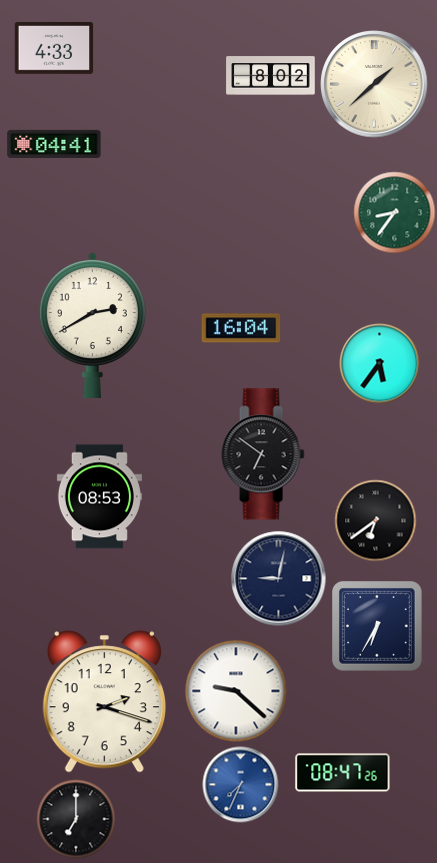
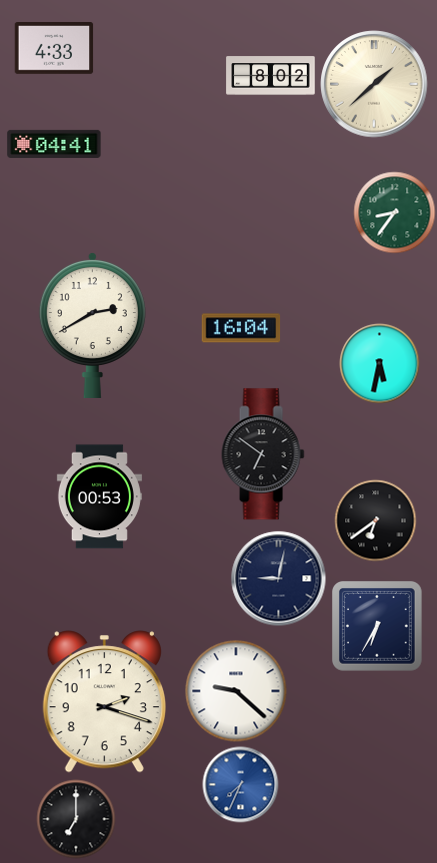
clock at (380, 364): 5:36 -> 5:32
clock at (99, 497): 08:53 -> 00:53
clock at (343, 773): 08:47 -> none
